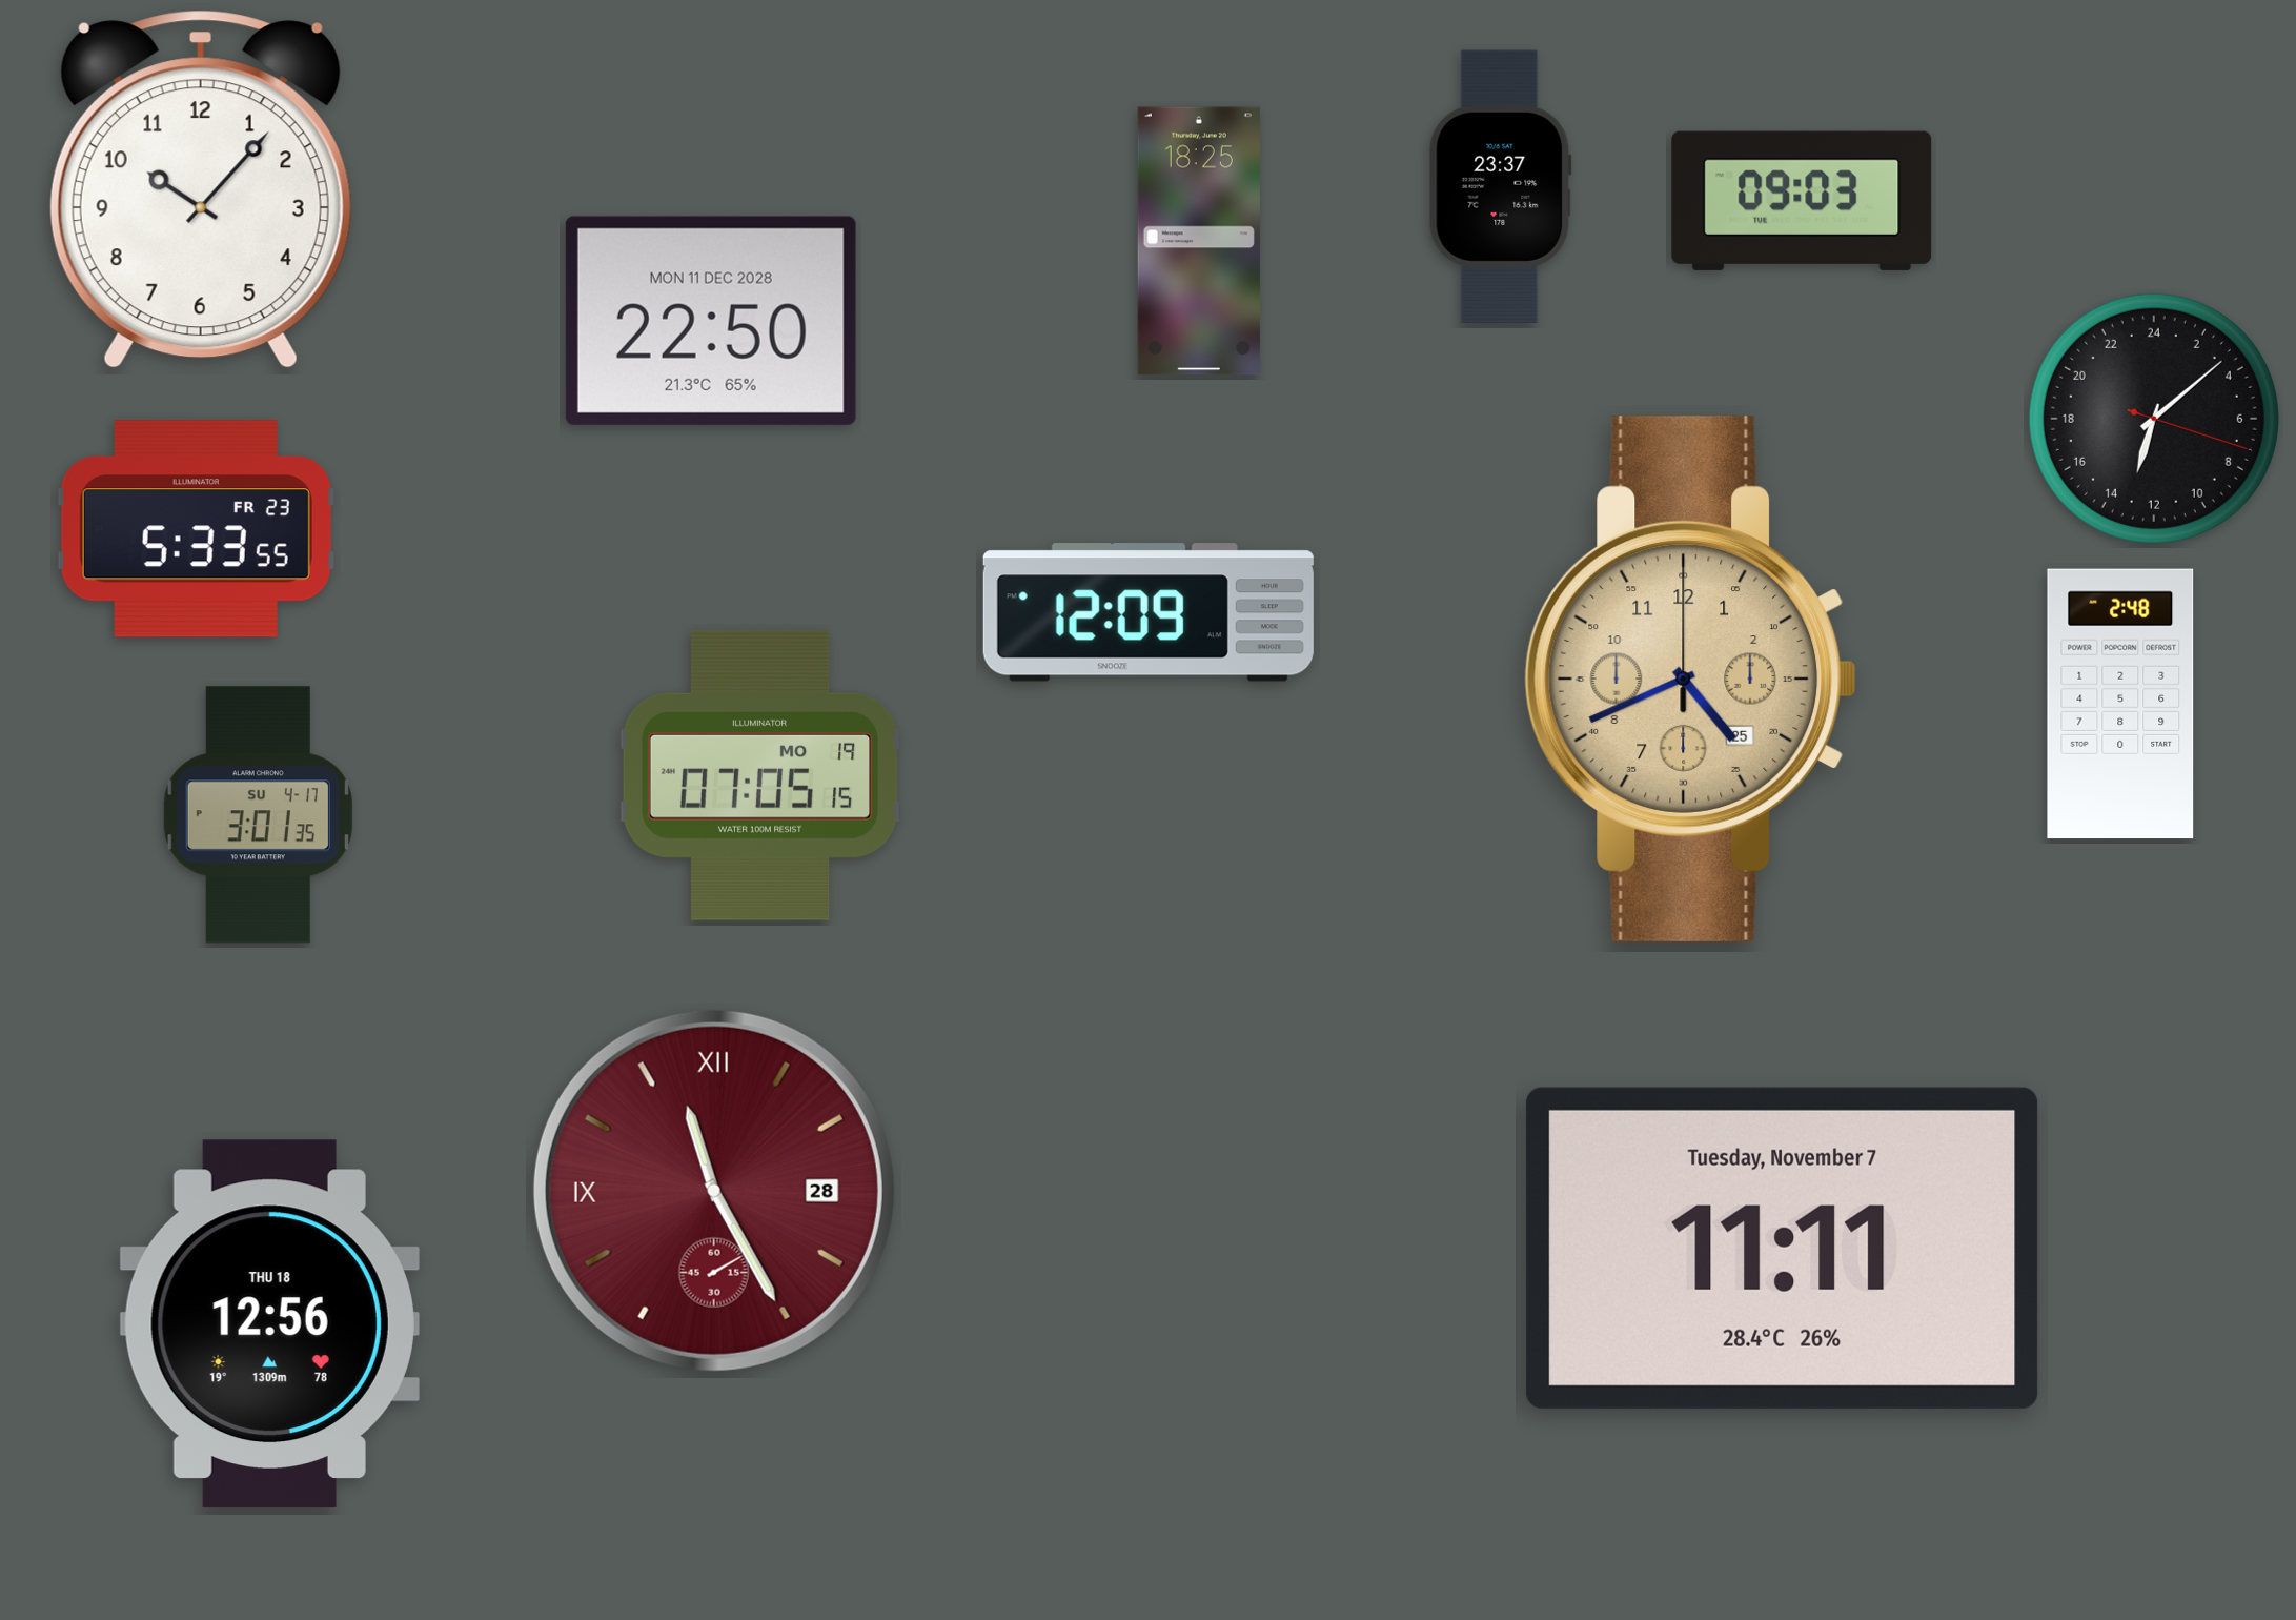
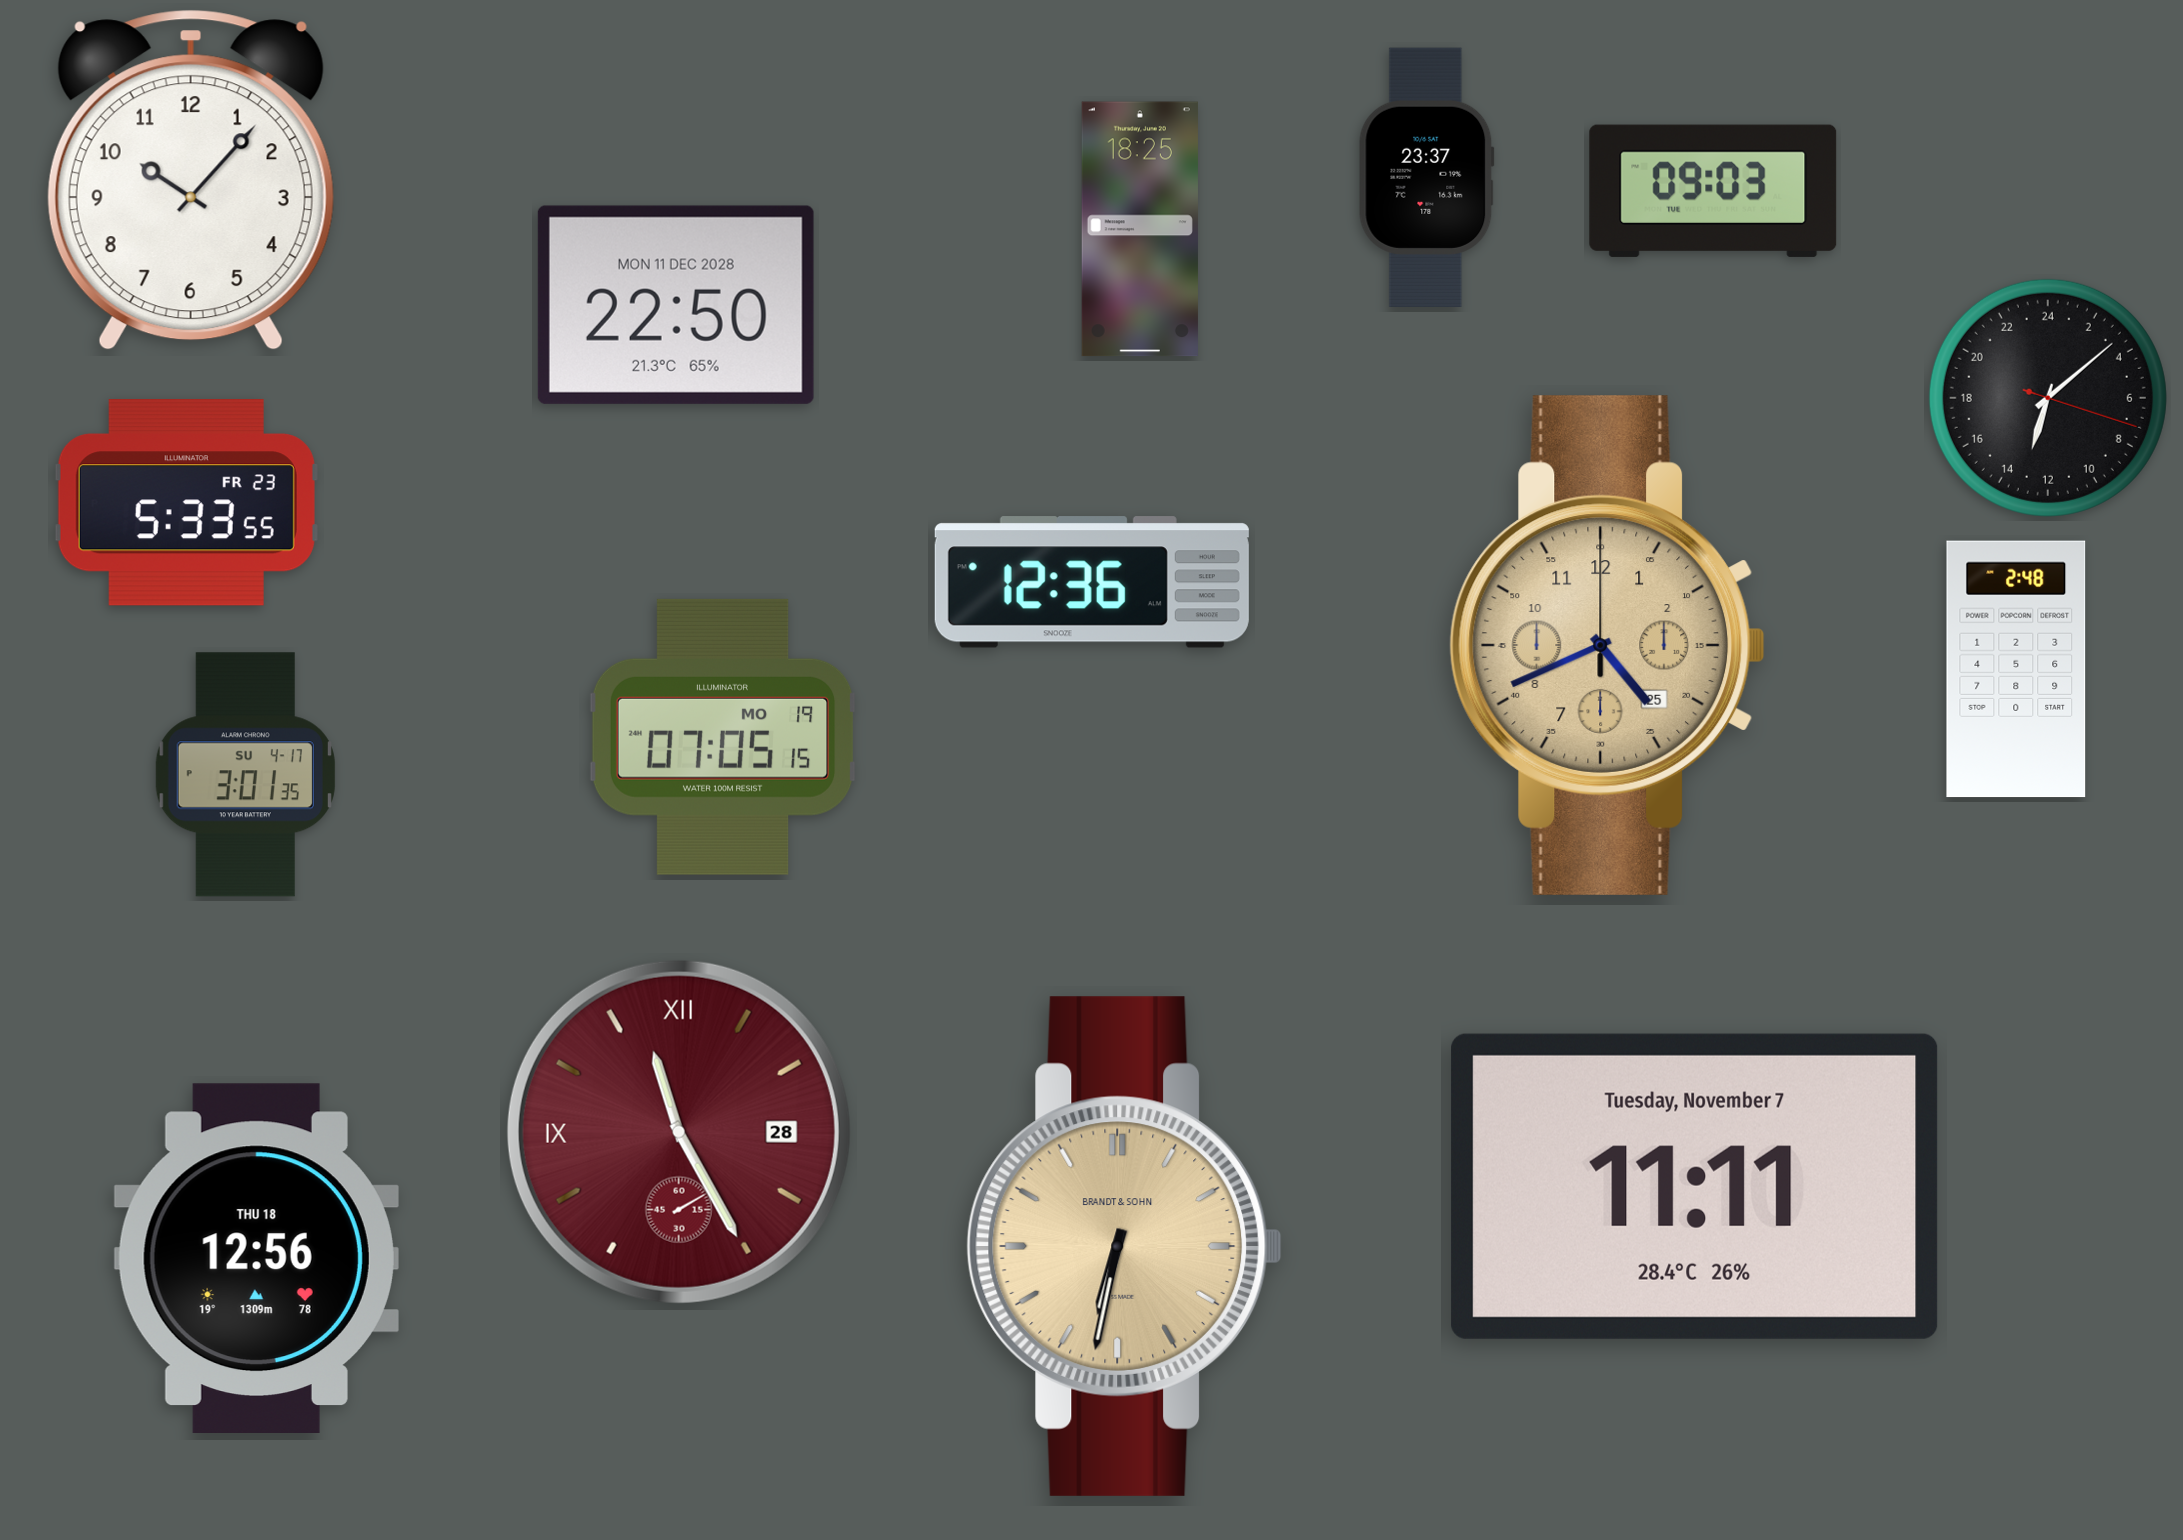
clock at (1149, 612): 12:09 -> 12:36
clock at (1125, 1246): none -> 6:32
